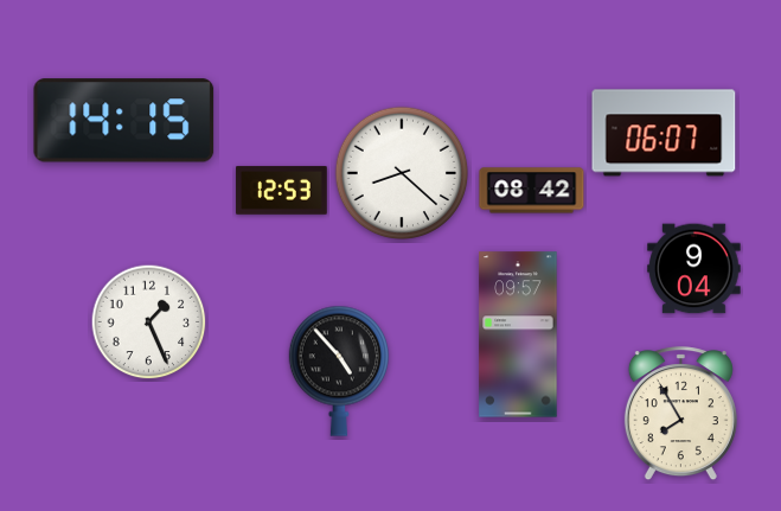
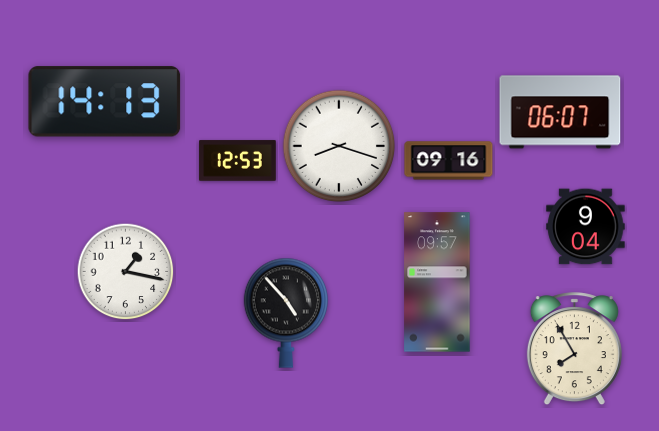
clock at (124, 121): 14:15 -> 14:13
clock at (402, 173): 8:22 -> 8:18
clock at (532, 191): 08:42 -> 09:16
clock at (149, 322): 1:26 -> 1:17
